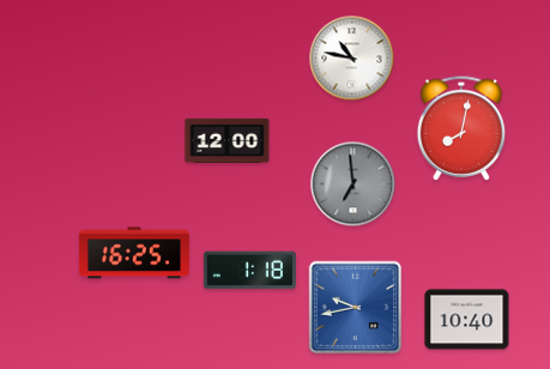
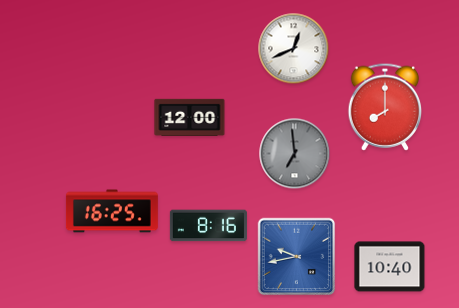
clock at (352, 59): 10:47 -> 12:41
clock at (461, 128): 8:02 -> 8:00
clock at (249, 271): 1:18 -> 8:16
